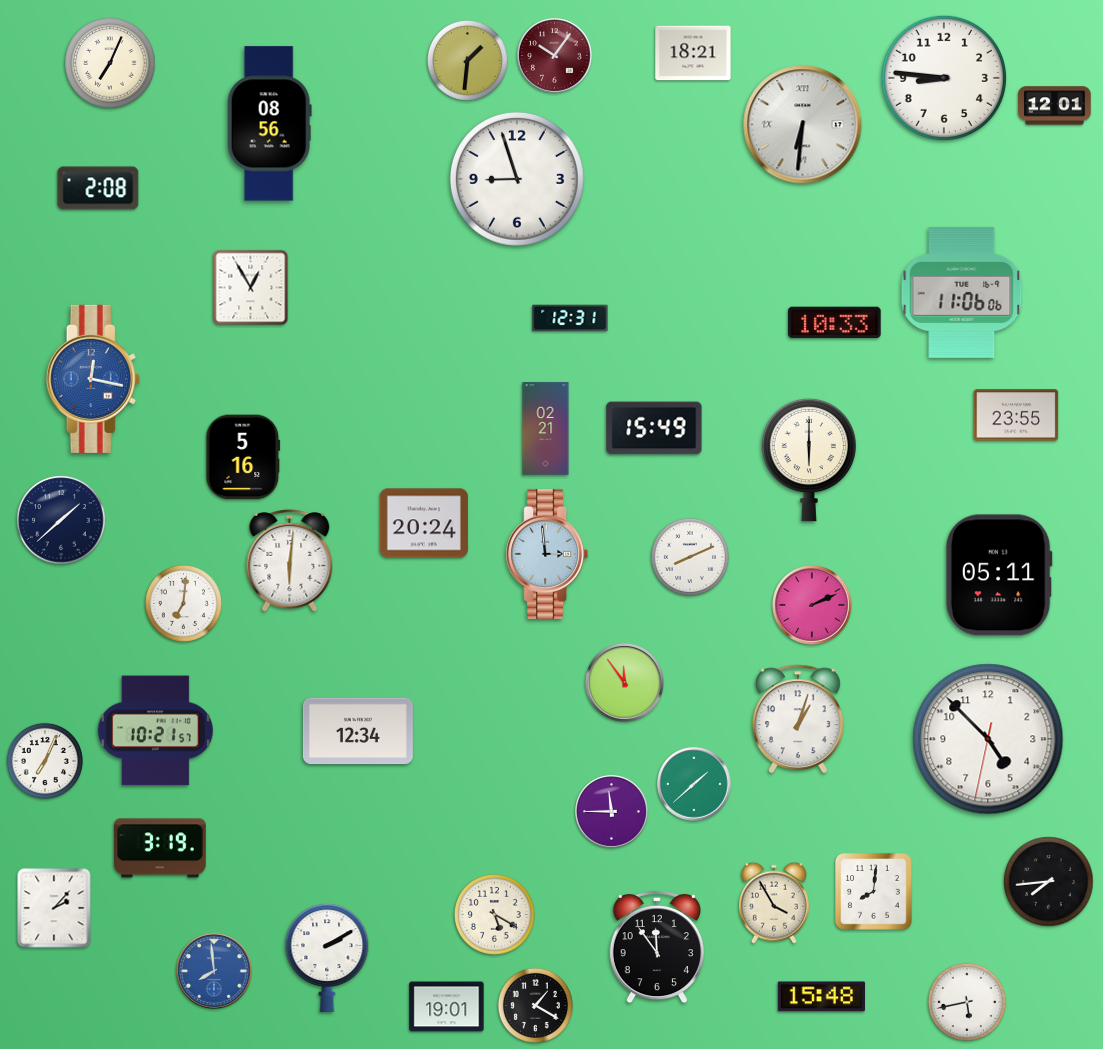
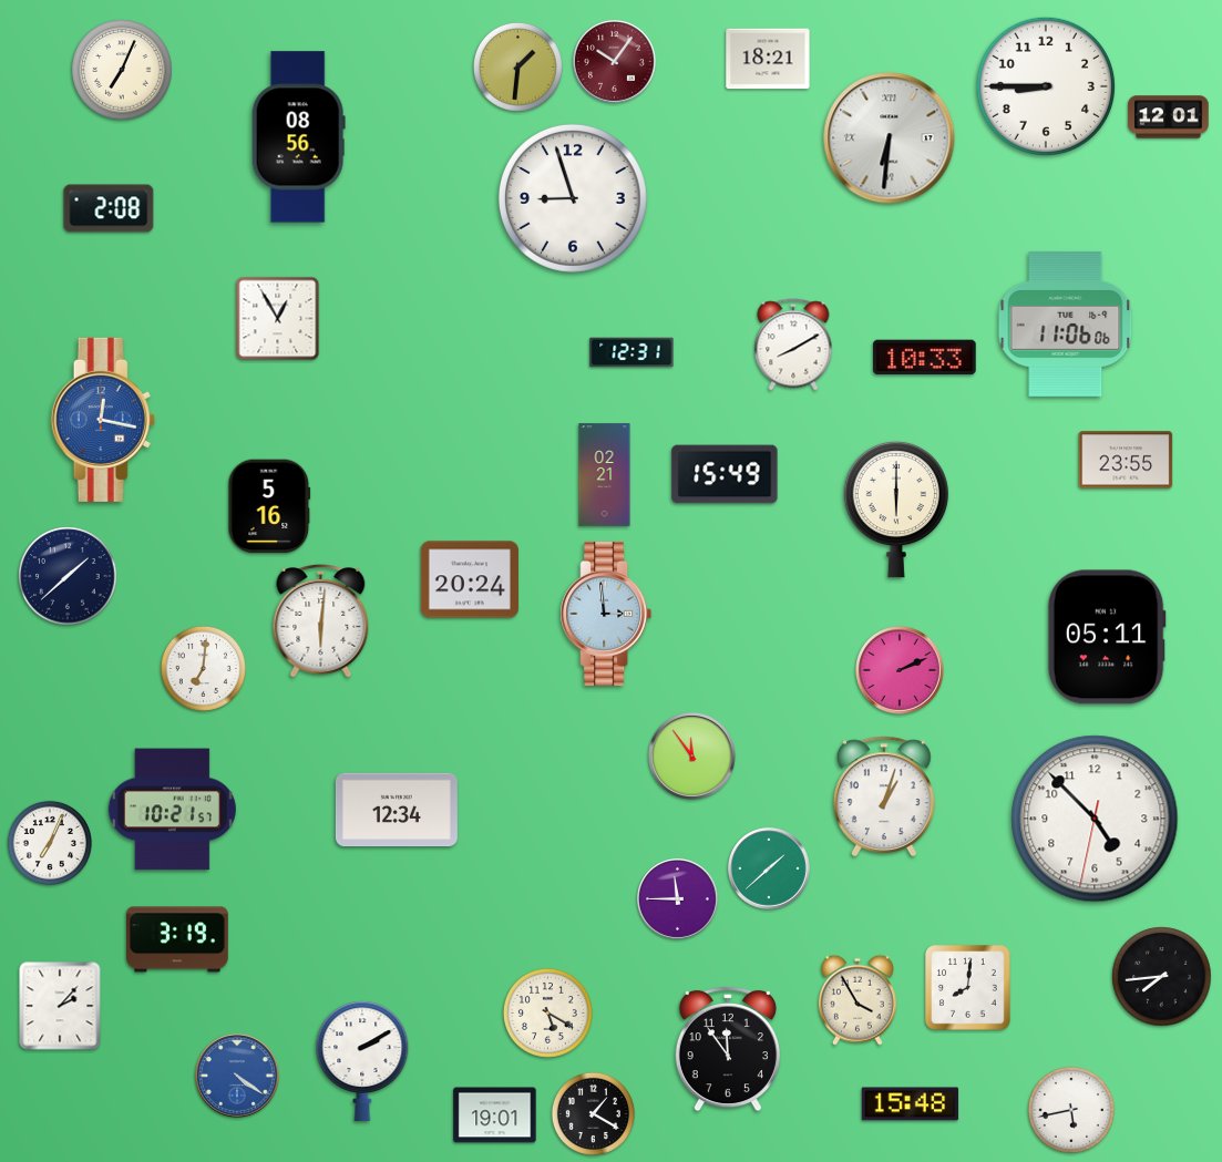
clock at (944, 78): 8:46 -> 8:45
clock at (793, 345): none -> 8:10
clock at (690, 557): 8:11 -> none
clock at (214, 971): 7:59 -> 4:21
